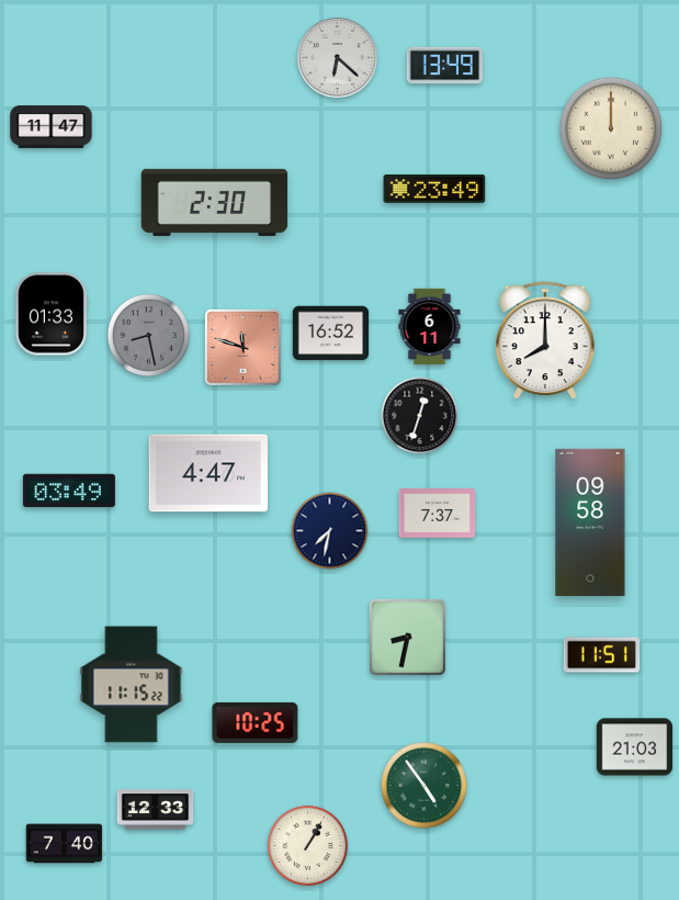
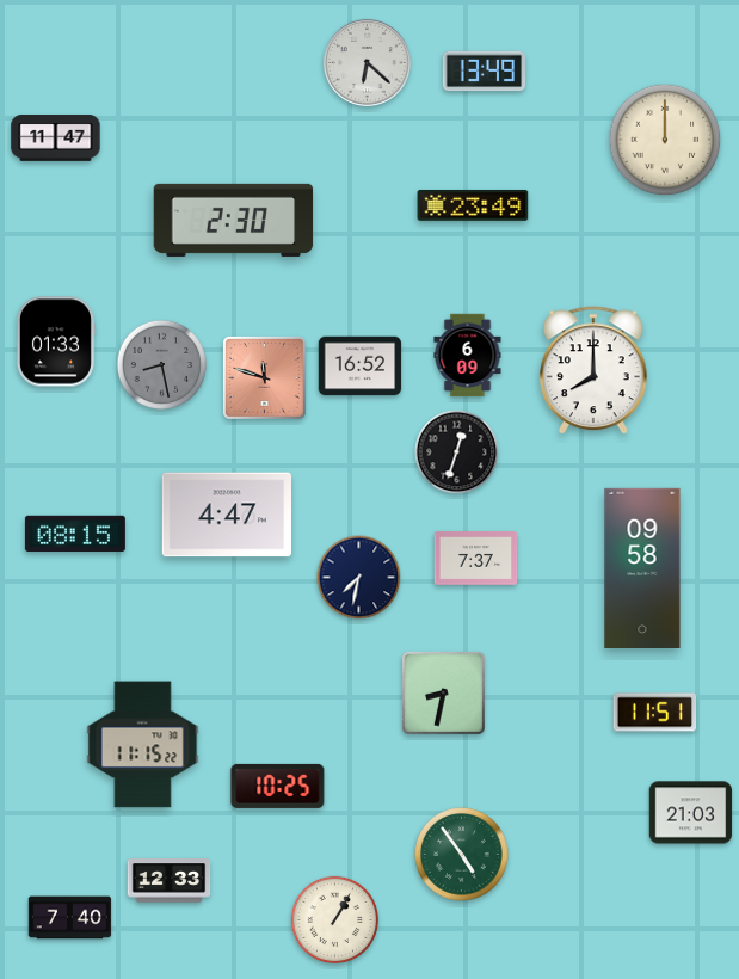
clock at (430, 327): 6:11 -> 6:09
clock at (331, 334) position: (331, 334) -> (361, 367)
clock at (69, 490): 03:49 -> 08:15
